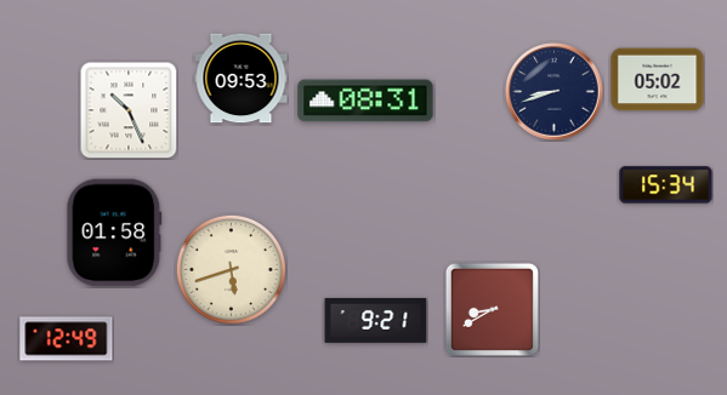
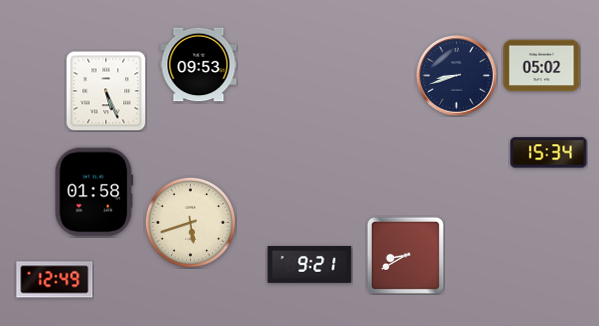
clock at (365, 101): 08:31 -> none
clock at (129, 110): 10:26 -> 5:26
